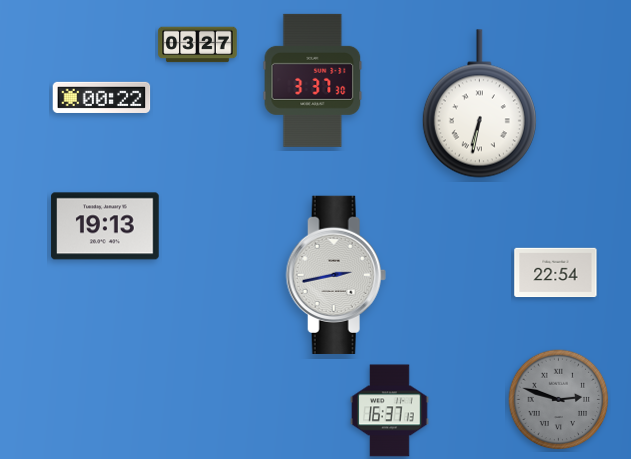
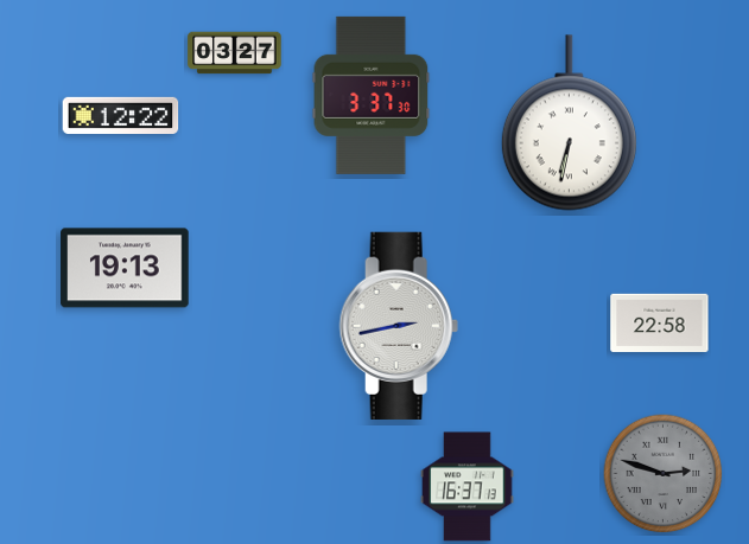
clock at (102, 97): 00:22 -> 12:22
clock at (556, 273): 22:54 -> 22:58
clock at (390, 411) position: (390, 411) -> (468, 487)
